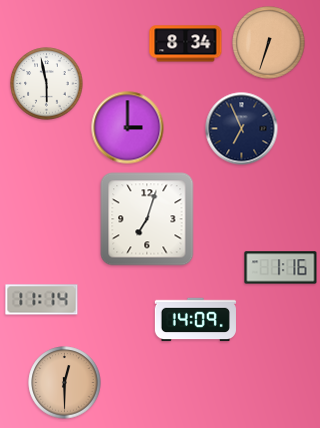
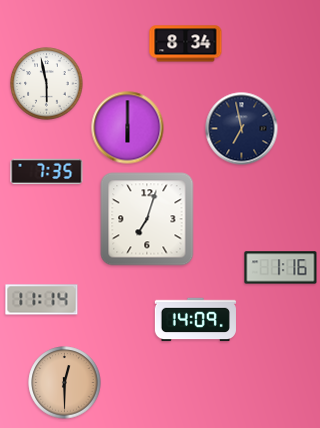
clock at (269, 43): 6:33 -> none
clock at (128, 128): 3:00 -> 6:00
clock at (242, 129): 6:56 -> 6:58
clock at (47, 172): none -> 7:35
